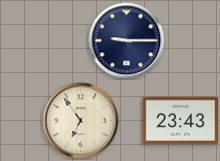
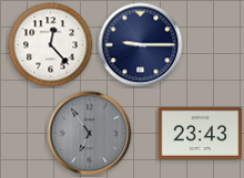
clock at (51, 45): none -> 12:23
clock at (81, 121) dial: cream -> grey
